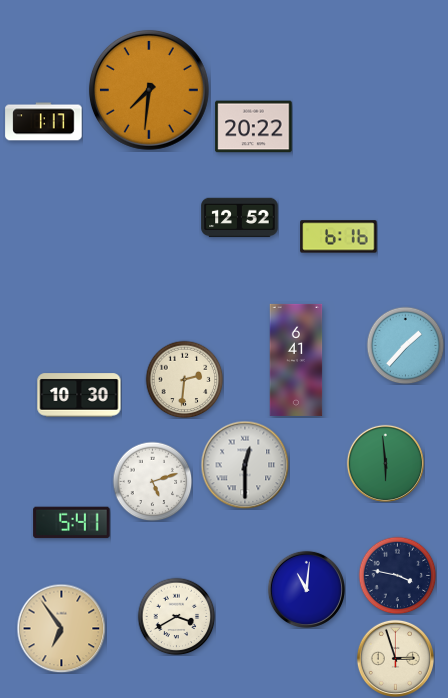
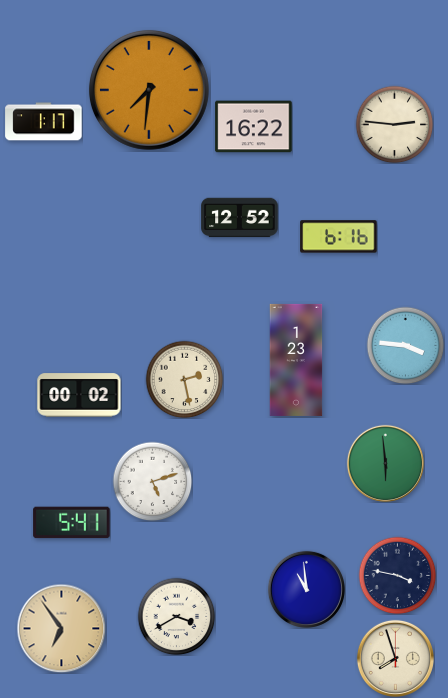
clock at (394, 124): none -> 2:46
clock at (254, 127): 20:22 -> 16:22
clock at (405, 345): 1:37 -> 3:46
clock at (296, 360): 6:41 -> 1:23
clock at (184, 379): 2:31 -> 2:28
clock at (79, 395): 10:30 -> 00:02
clock at (245, 465): 12:30 -> none
clock at (306, 589): 11:01 -> 10:59
clock at (395, 658): 2:57 -> 7:57
